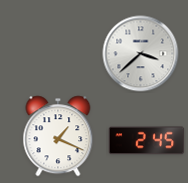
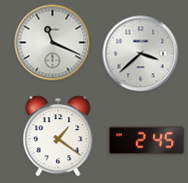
clock at (53, 43): none -> 11:19
clock at (58, 136): 1:19 -> 1:21
